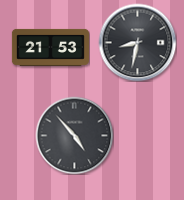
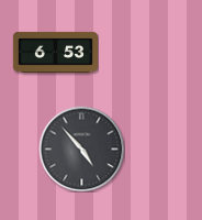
clock at (137, 42): 8:32 -> none
clock at (50, 47): 21:53 -> 6:53
